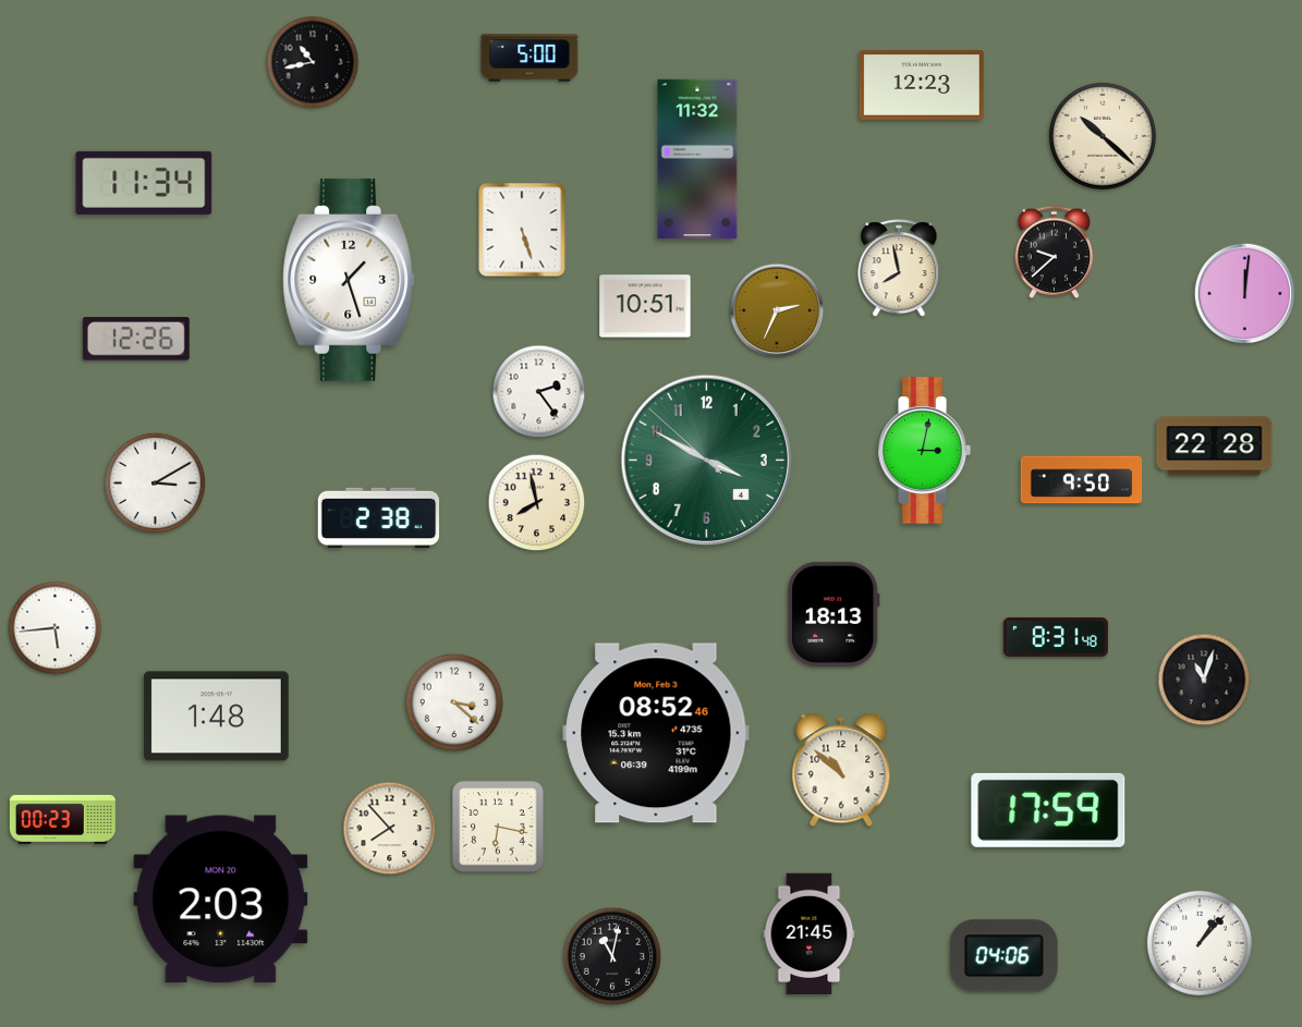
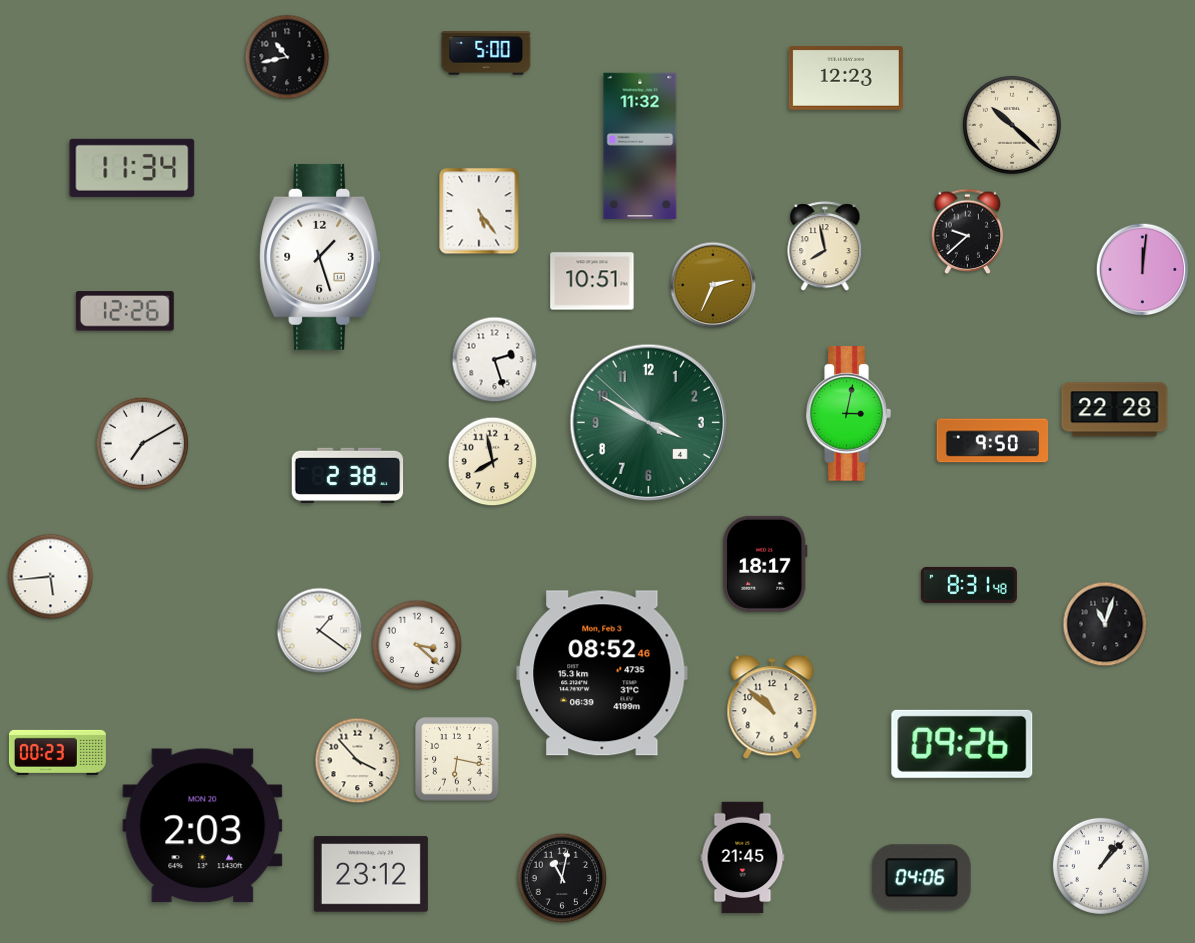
clock at (522, 230): 5:27 -> 5:24
clock at (539, 392): 2:24 -> 2:27
clock at (156, 484): 3:10 -> 7:10
clock at (835, 614): 18:13 -> 18:17
clock at (320, 631): none -> 1:21
clock at (216, 717): 1:48 -> none
clock at (1048, 810): 17:59 -> 09:26
clock at (390, 829): 7:53 -> 3:53
clock at (371, 874): none -> 23:12
